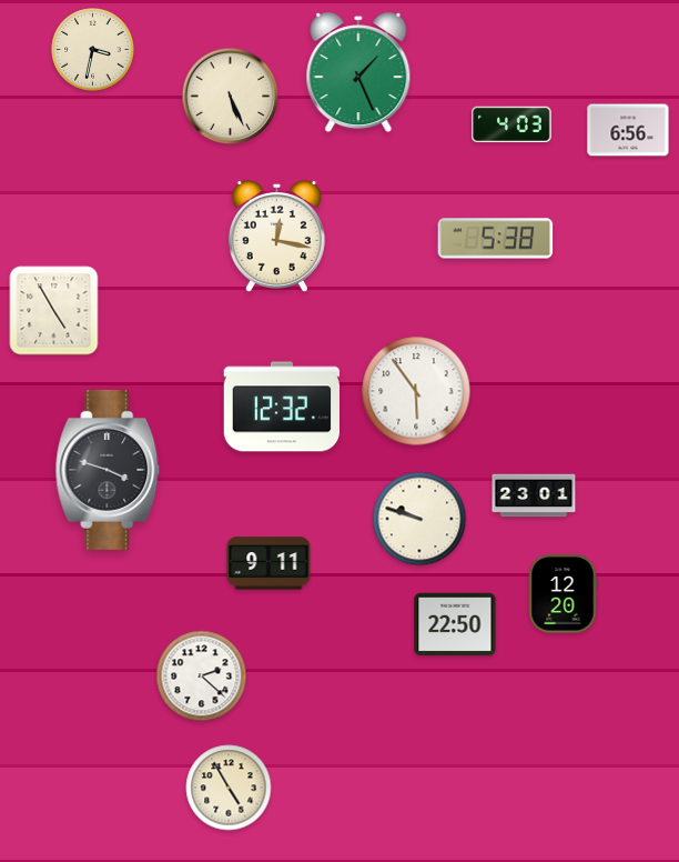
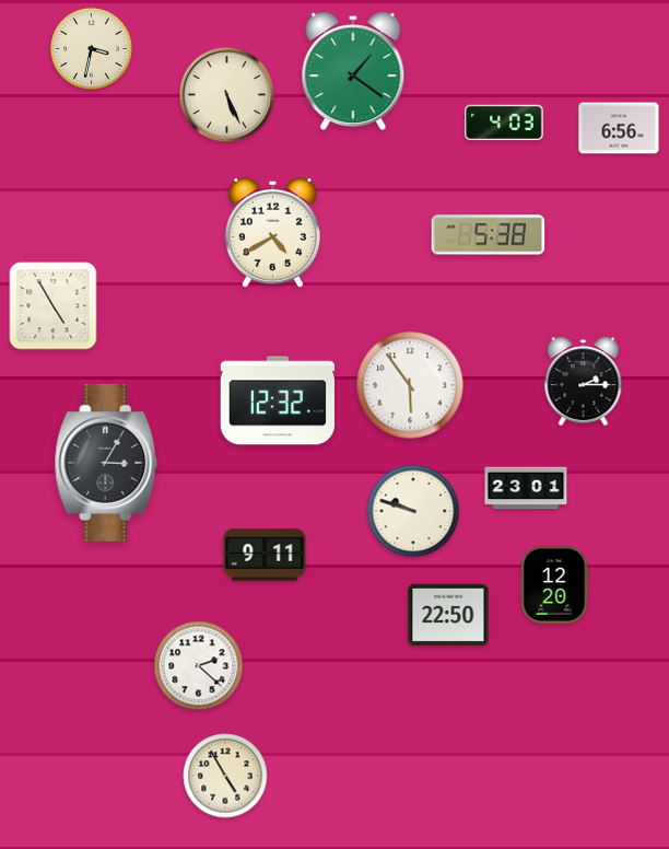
clock at (358, 72): 1:26 -> 1:21
clock at (276, 235): 12:17 -> 4:40
clock at (584, 382): none -> 2:15
clock at (108, 470): 3:48 -> 3:05
